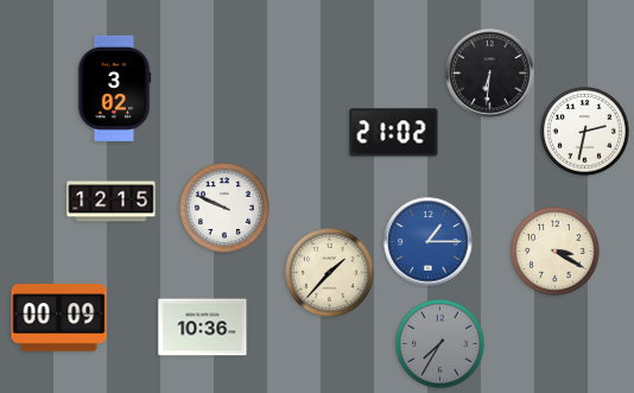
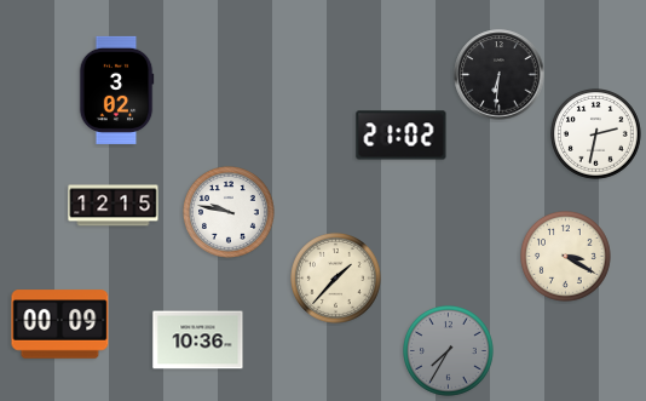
clock at (226, 209): 9:49 -> 9:47
clock at (429, 242): 1:15 -> none
clock at (203, 328) position: (203, 328) -> (198, 340)
